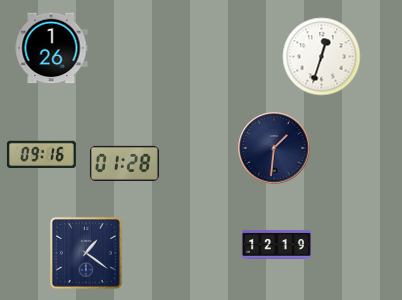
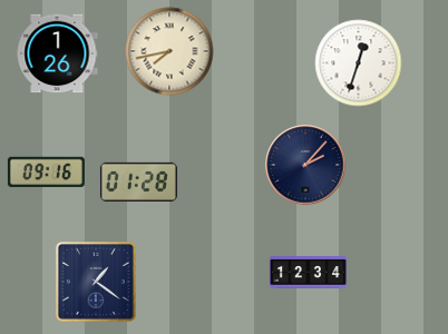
clock at (169, 51): none -> 7:43
clock at (274, 148): 1:31 -> 2:07
clock at (276, 245): 12:19 -> 12:34
